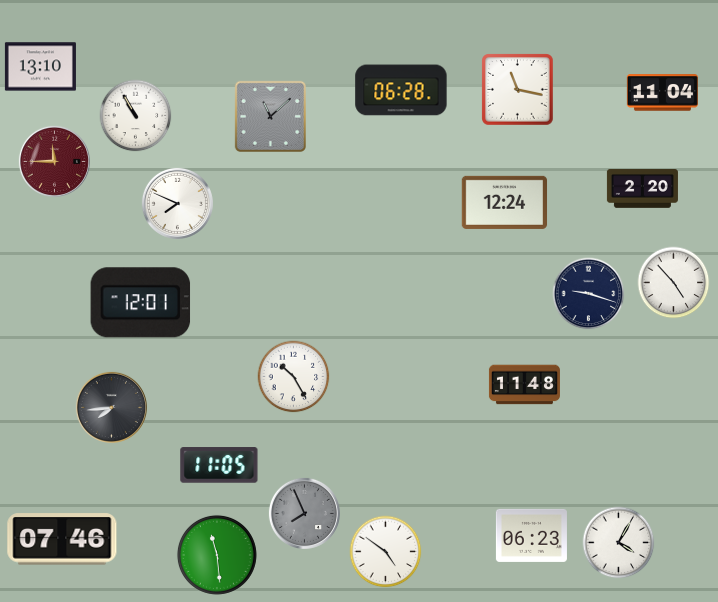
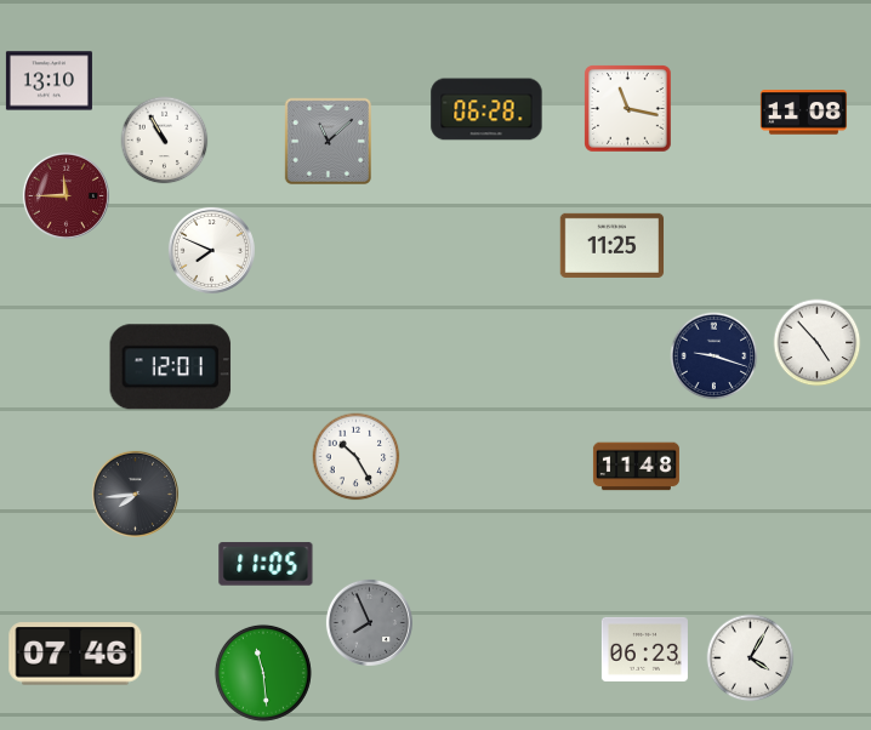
clock at (662, 93): 11:04 -> 11:08
clock at (642, 189): 2:20 -> none
clock at (505, 202): 12:24 -> 11:25
clock at (177, 203) position: (177, 203) -> (211, 250)
clock at (386, 552): 4:51 -> none
